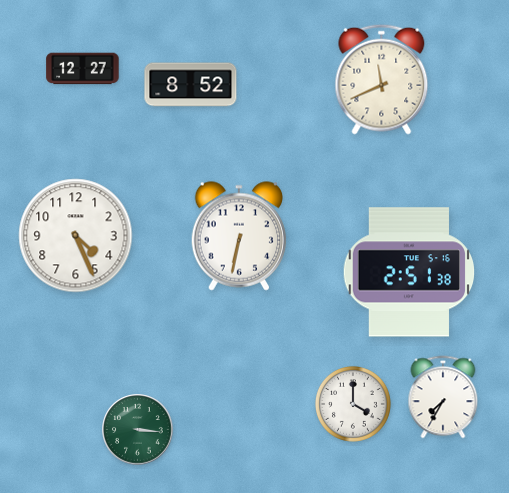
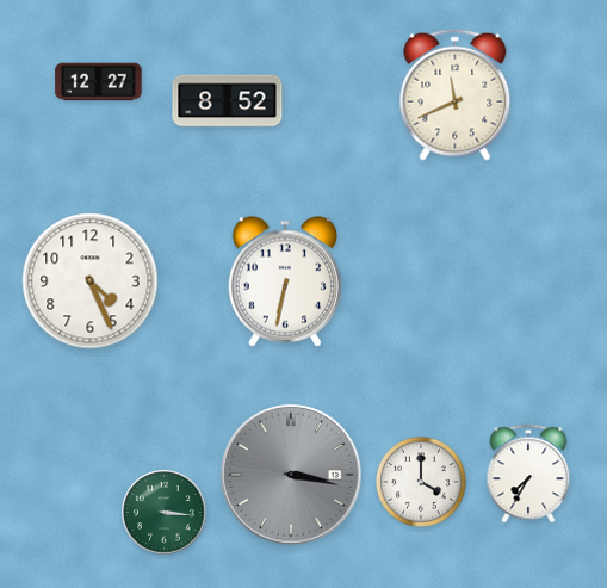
clock at (409, 272): 2:51 -> none
clock at (291, 475): none -> 3:17
